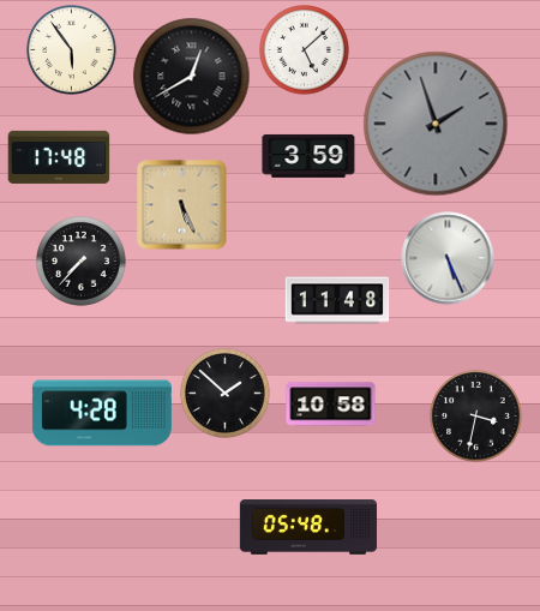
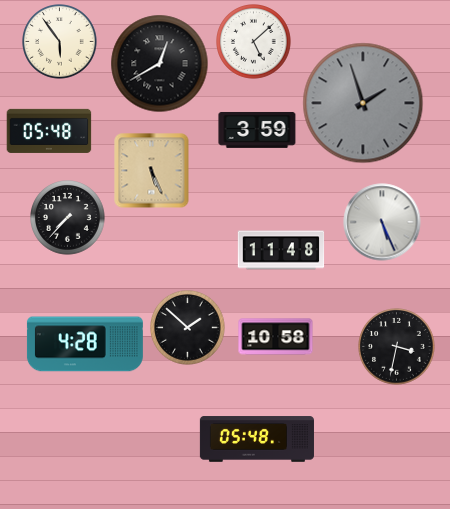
clock at (59, 157): 17:48 -> 05:48
clock at (448, 258) position: (448, 258) -> (382, 222)
